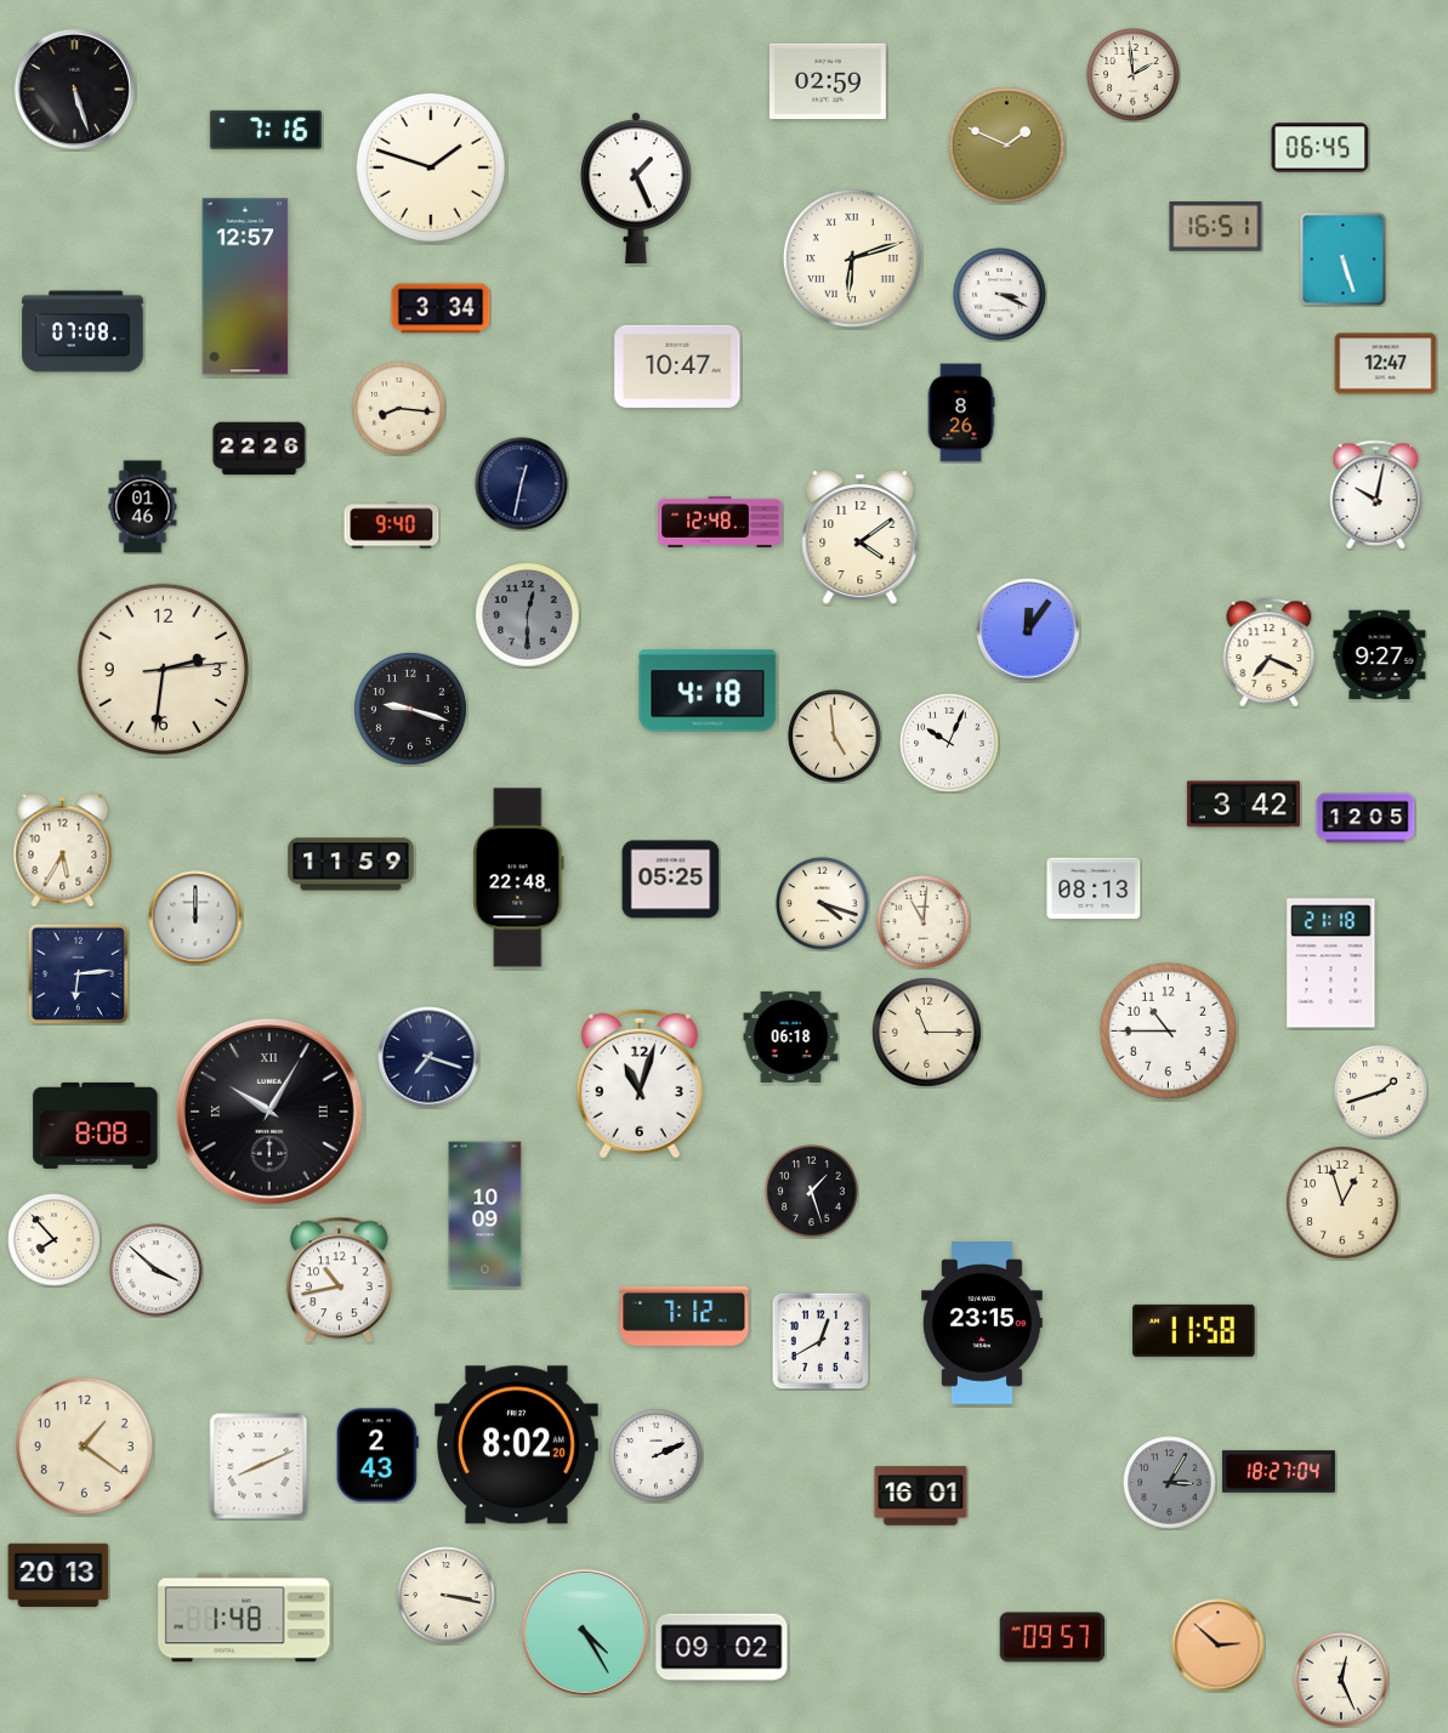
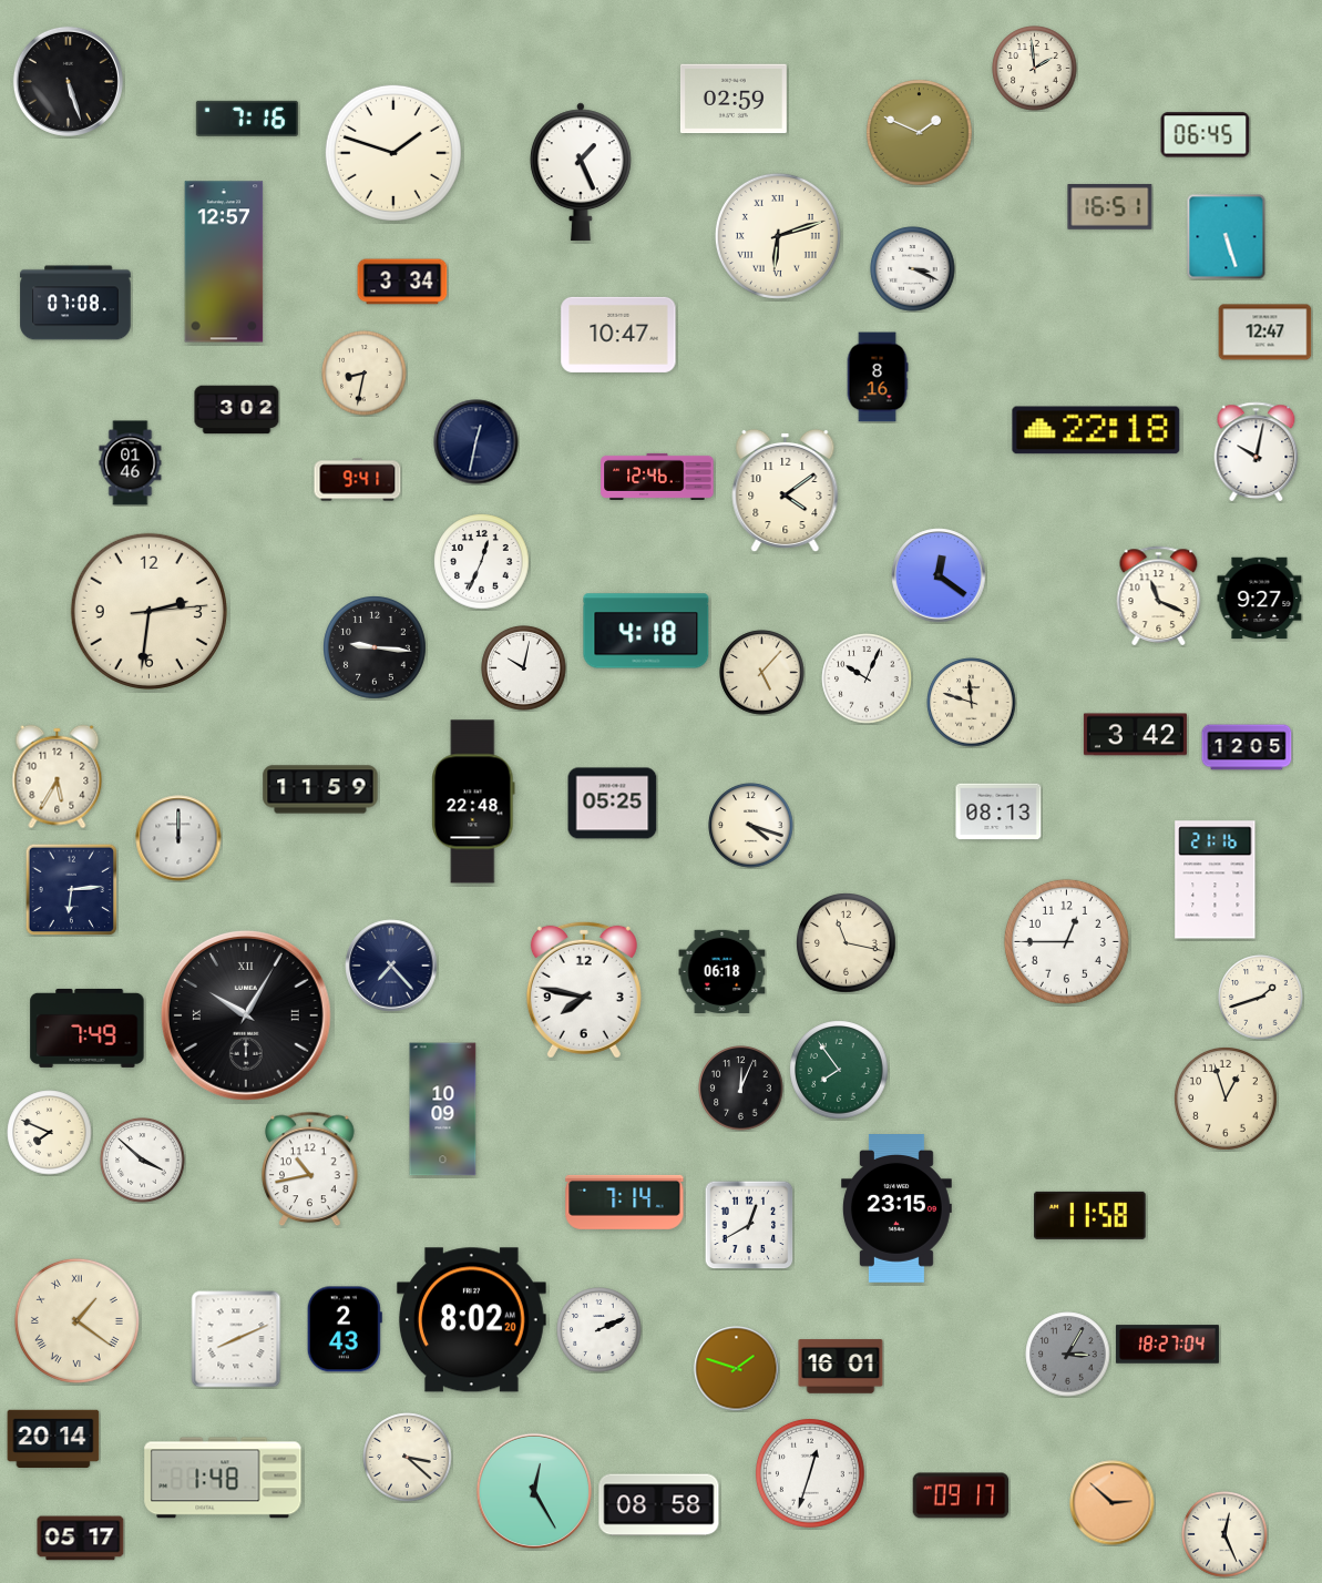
clock at (828, 81) position: (828, 81) -> (734, 99)
clock at (266, 130) position: (266, 130) -> (247, 119)
clock at (399, 409): 8:16 -> 8:32
clock at (961, 413): 8:26 -> 8:16
clock at (260, 449): 22:26 -> 3:02
clock at (1096, 430): none -> 22:18
clock at (720, 522): 12:48 -> 12:46
clock at (392, 525): 9:40 -> 9:41
clock at (528, 615): 12:30 -> 12:34
clock at (528, 615) dial: grey -> white
clock at (1028, 630): 12:06 -> 12:21
clock at (1270, 652): 7:19 -> 11:19
clock at (411, 710): 9:18 -> 9:16
clock at (524, 668): none -> 10:02
clock at (835, 737): 4:59 -> 5:07
clock at (972, 703): none -> 11:48
clock at (924, 922): 11:01 -> none
clock at (1331, 964): 21:18 -> 21:16
clock at (1168, 1030): 10:45 -> 12:45
clock at (927, 1033): 11:15 -> 11:17
clock at (791, 1036) position: (791, 1036) -> (723, 971)
clock at (428, 1057): 7:18 -> 7:23
clock at (640, 1084): 11:03 -> 7:47
clock at (96, 1125): 8:08 -> 7:49
clock at (839, 1070): none -> 7:54
clock at (812, 1192): 1:27 -> 12:04
clock at (55, 1240): 7:53 -> 7:49
clock at (685, 1316): 7:12 -> 7:14
clock at (84, 1445) numerals: Arabic -> Roman
clock at (737, 1369): none -> 1:48
clock at (58, 1574): 20:13 -> 20:14
clock at (447, 1596): 3:17 -> 3:22
clock at (810, 1473): none -> 12:33
clock at (585, 1632): 4:25 -> 12:25
clock at (1052, 1637): 09:57 -> 09:17
clock at (722, 1648): 09:02 -> 08:58
clock at (81, 1539): none -> 05:17
